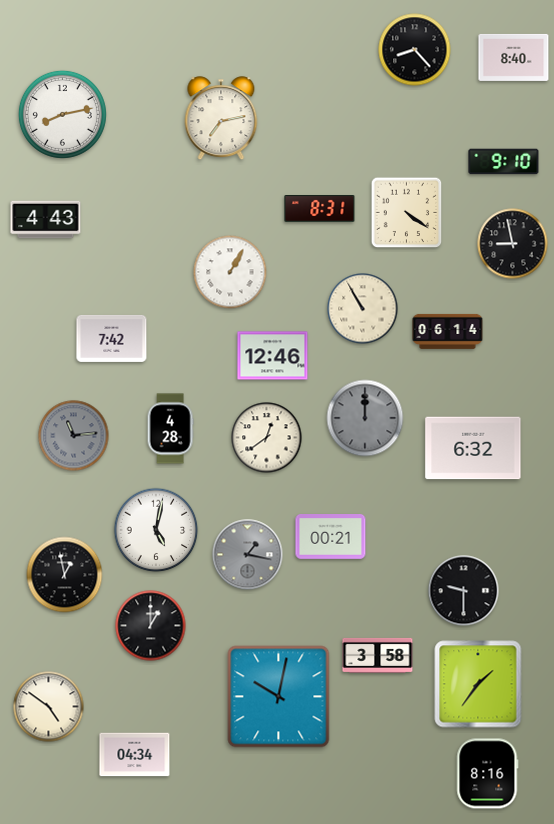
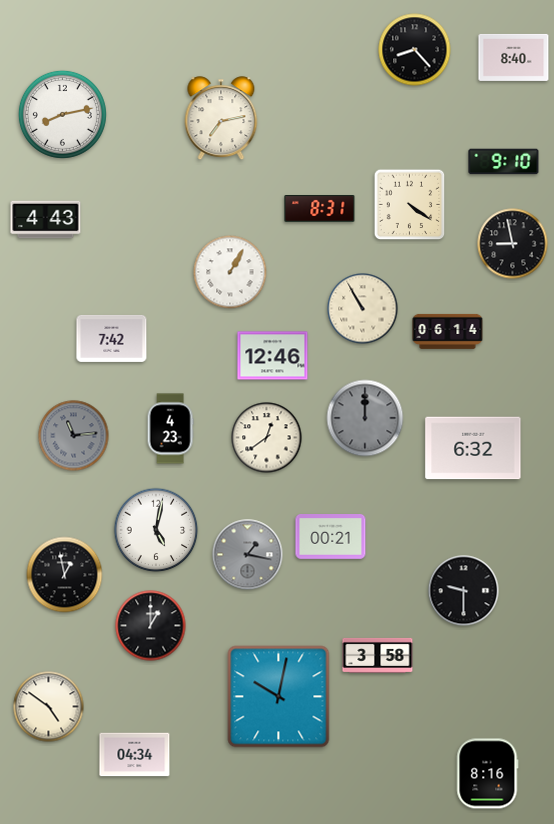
clock at (407, 213) position: (407, 213) -> (410, 205)
clock at (170, 429): 4:28 -> 4:23
clock at (478, 684): 1:36 -> none
